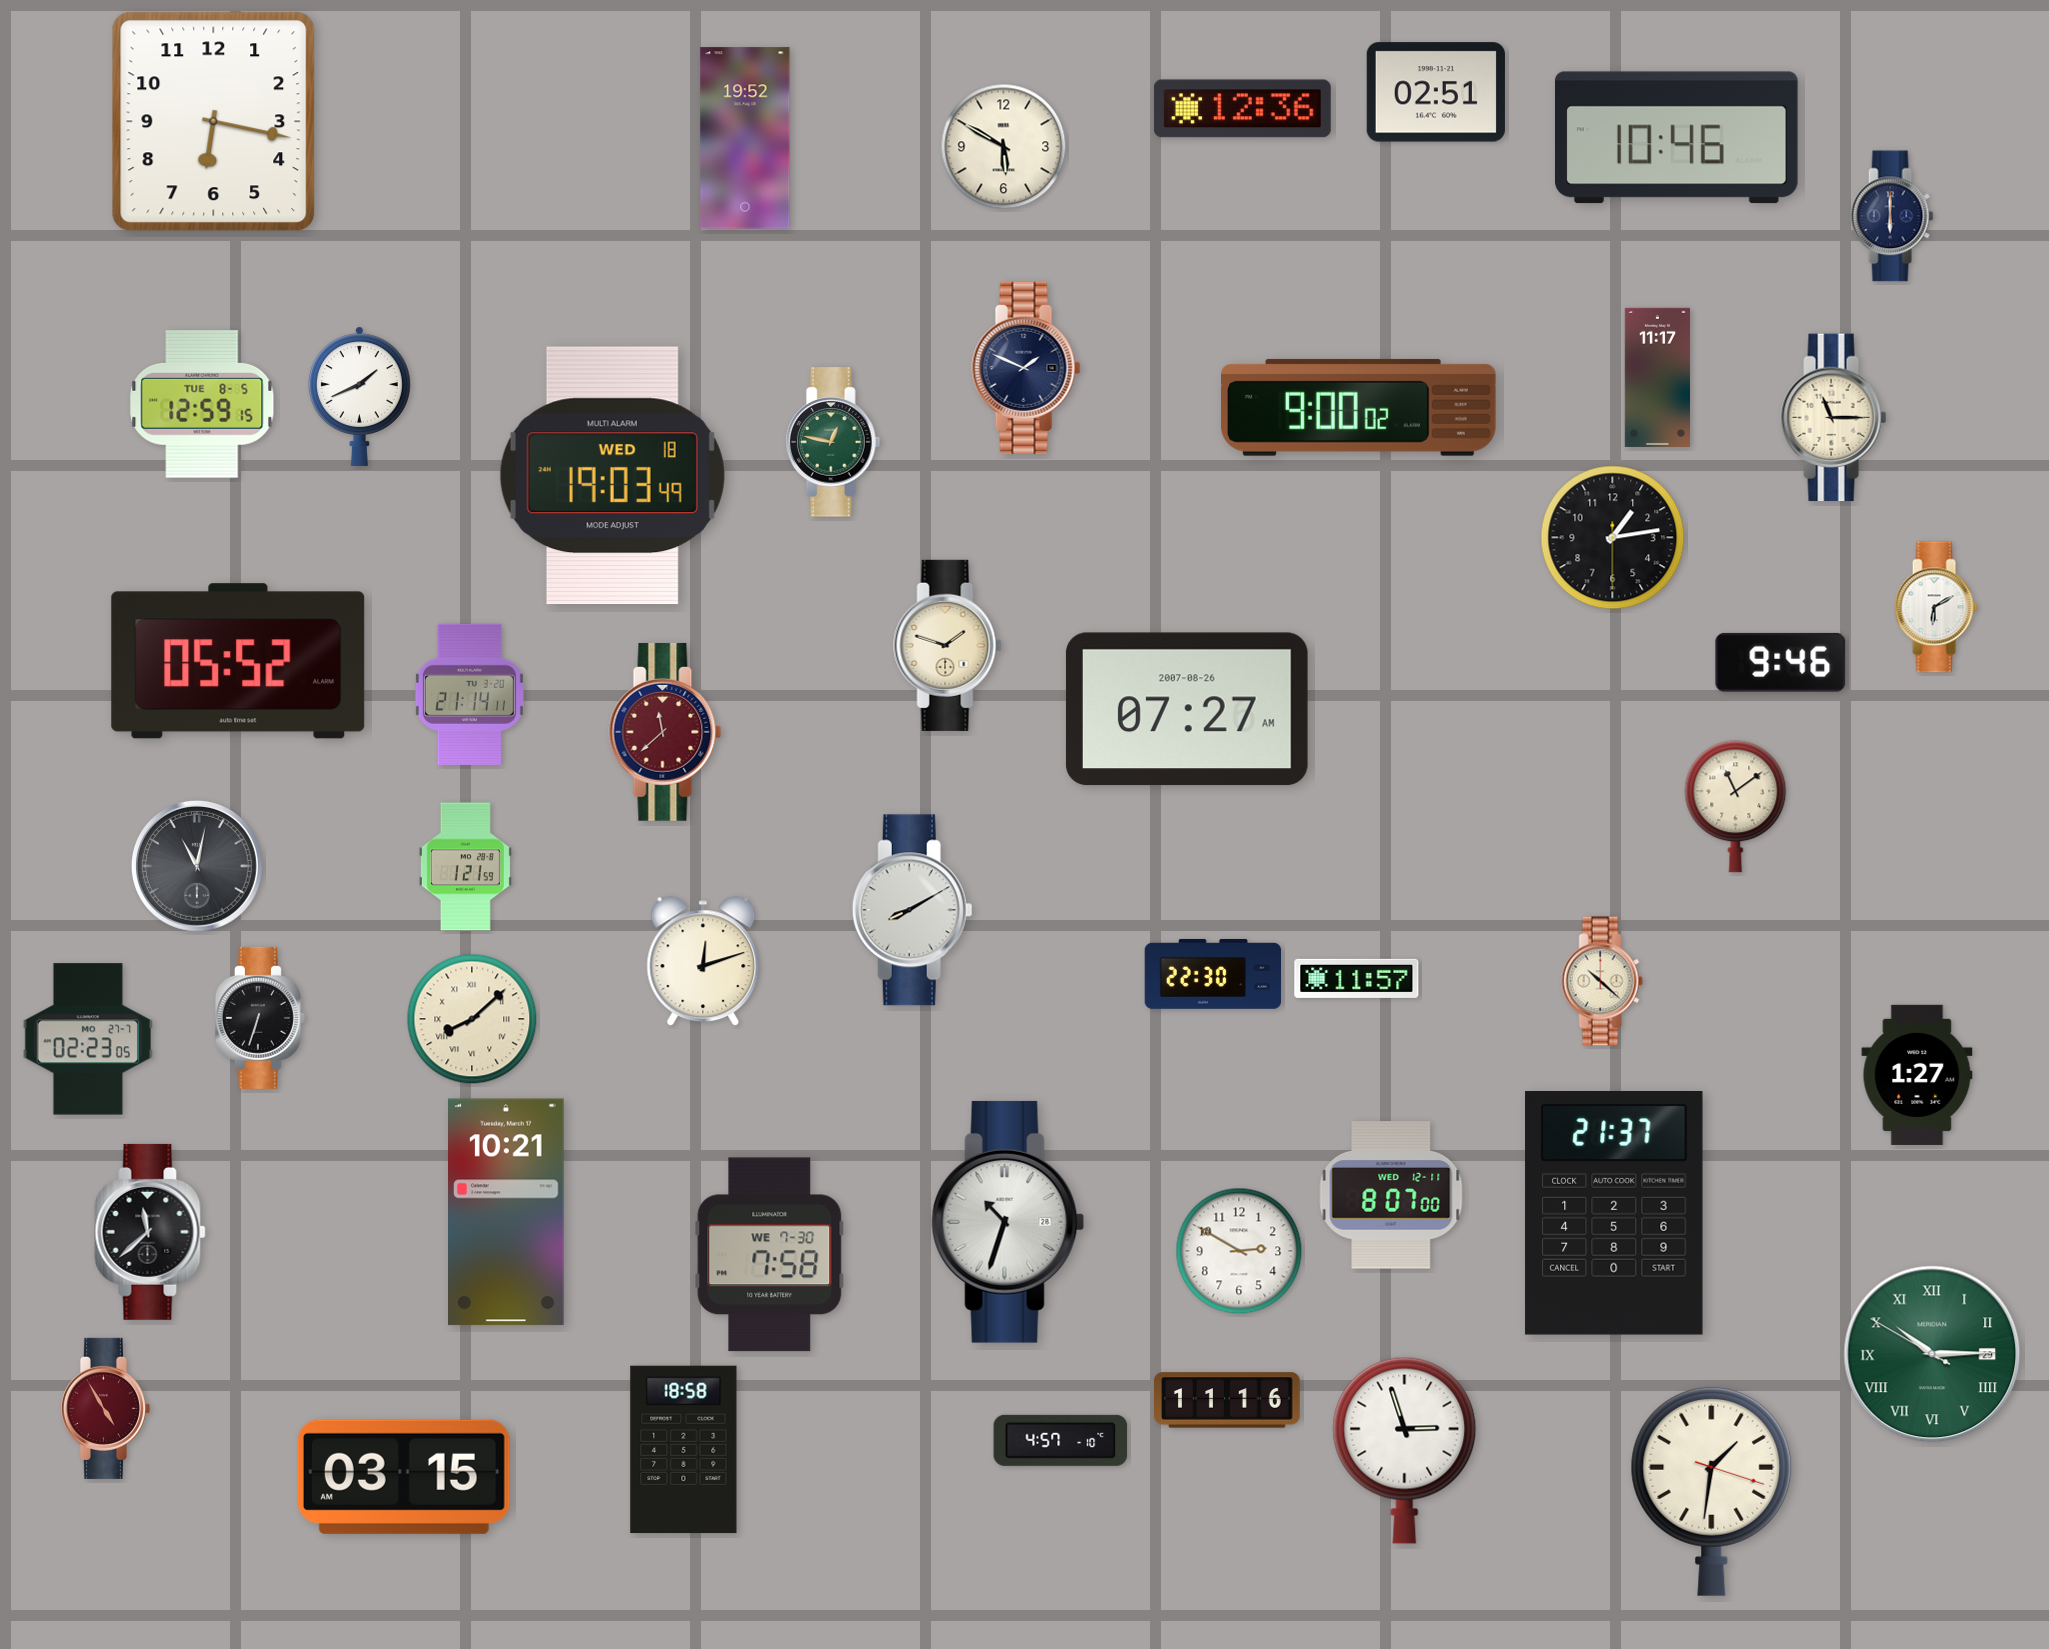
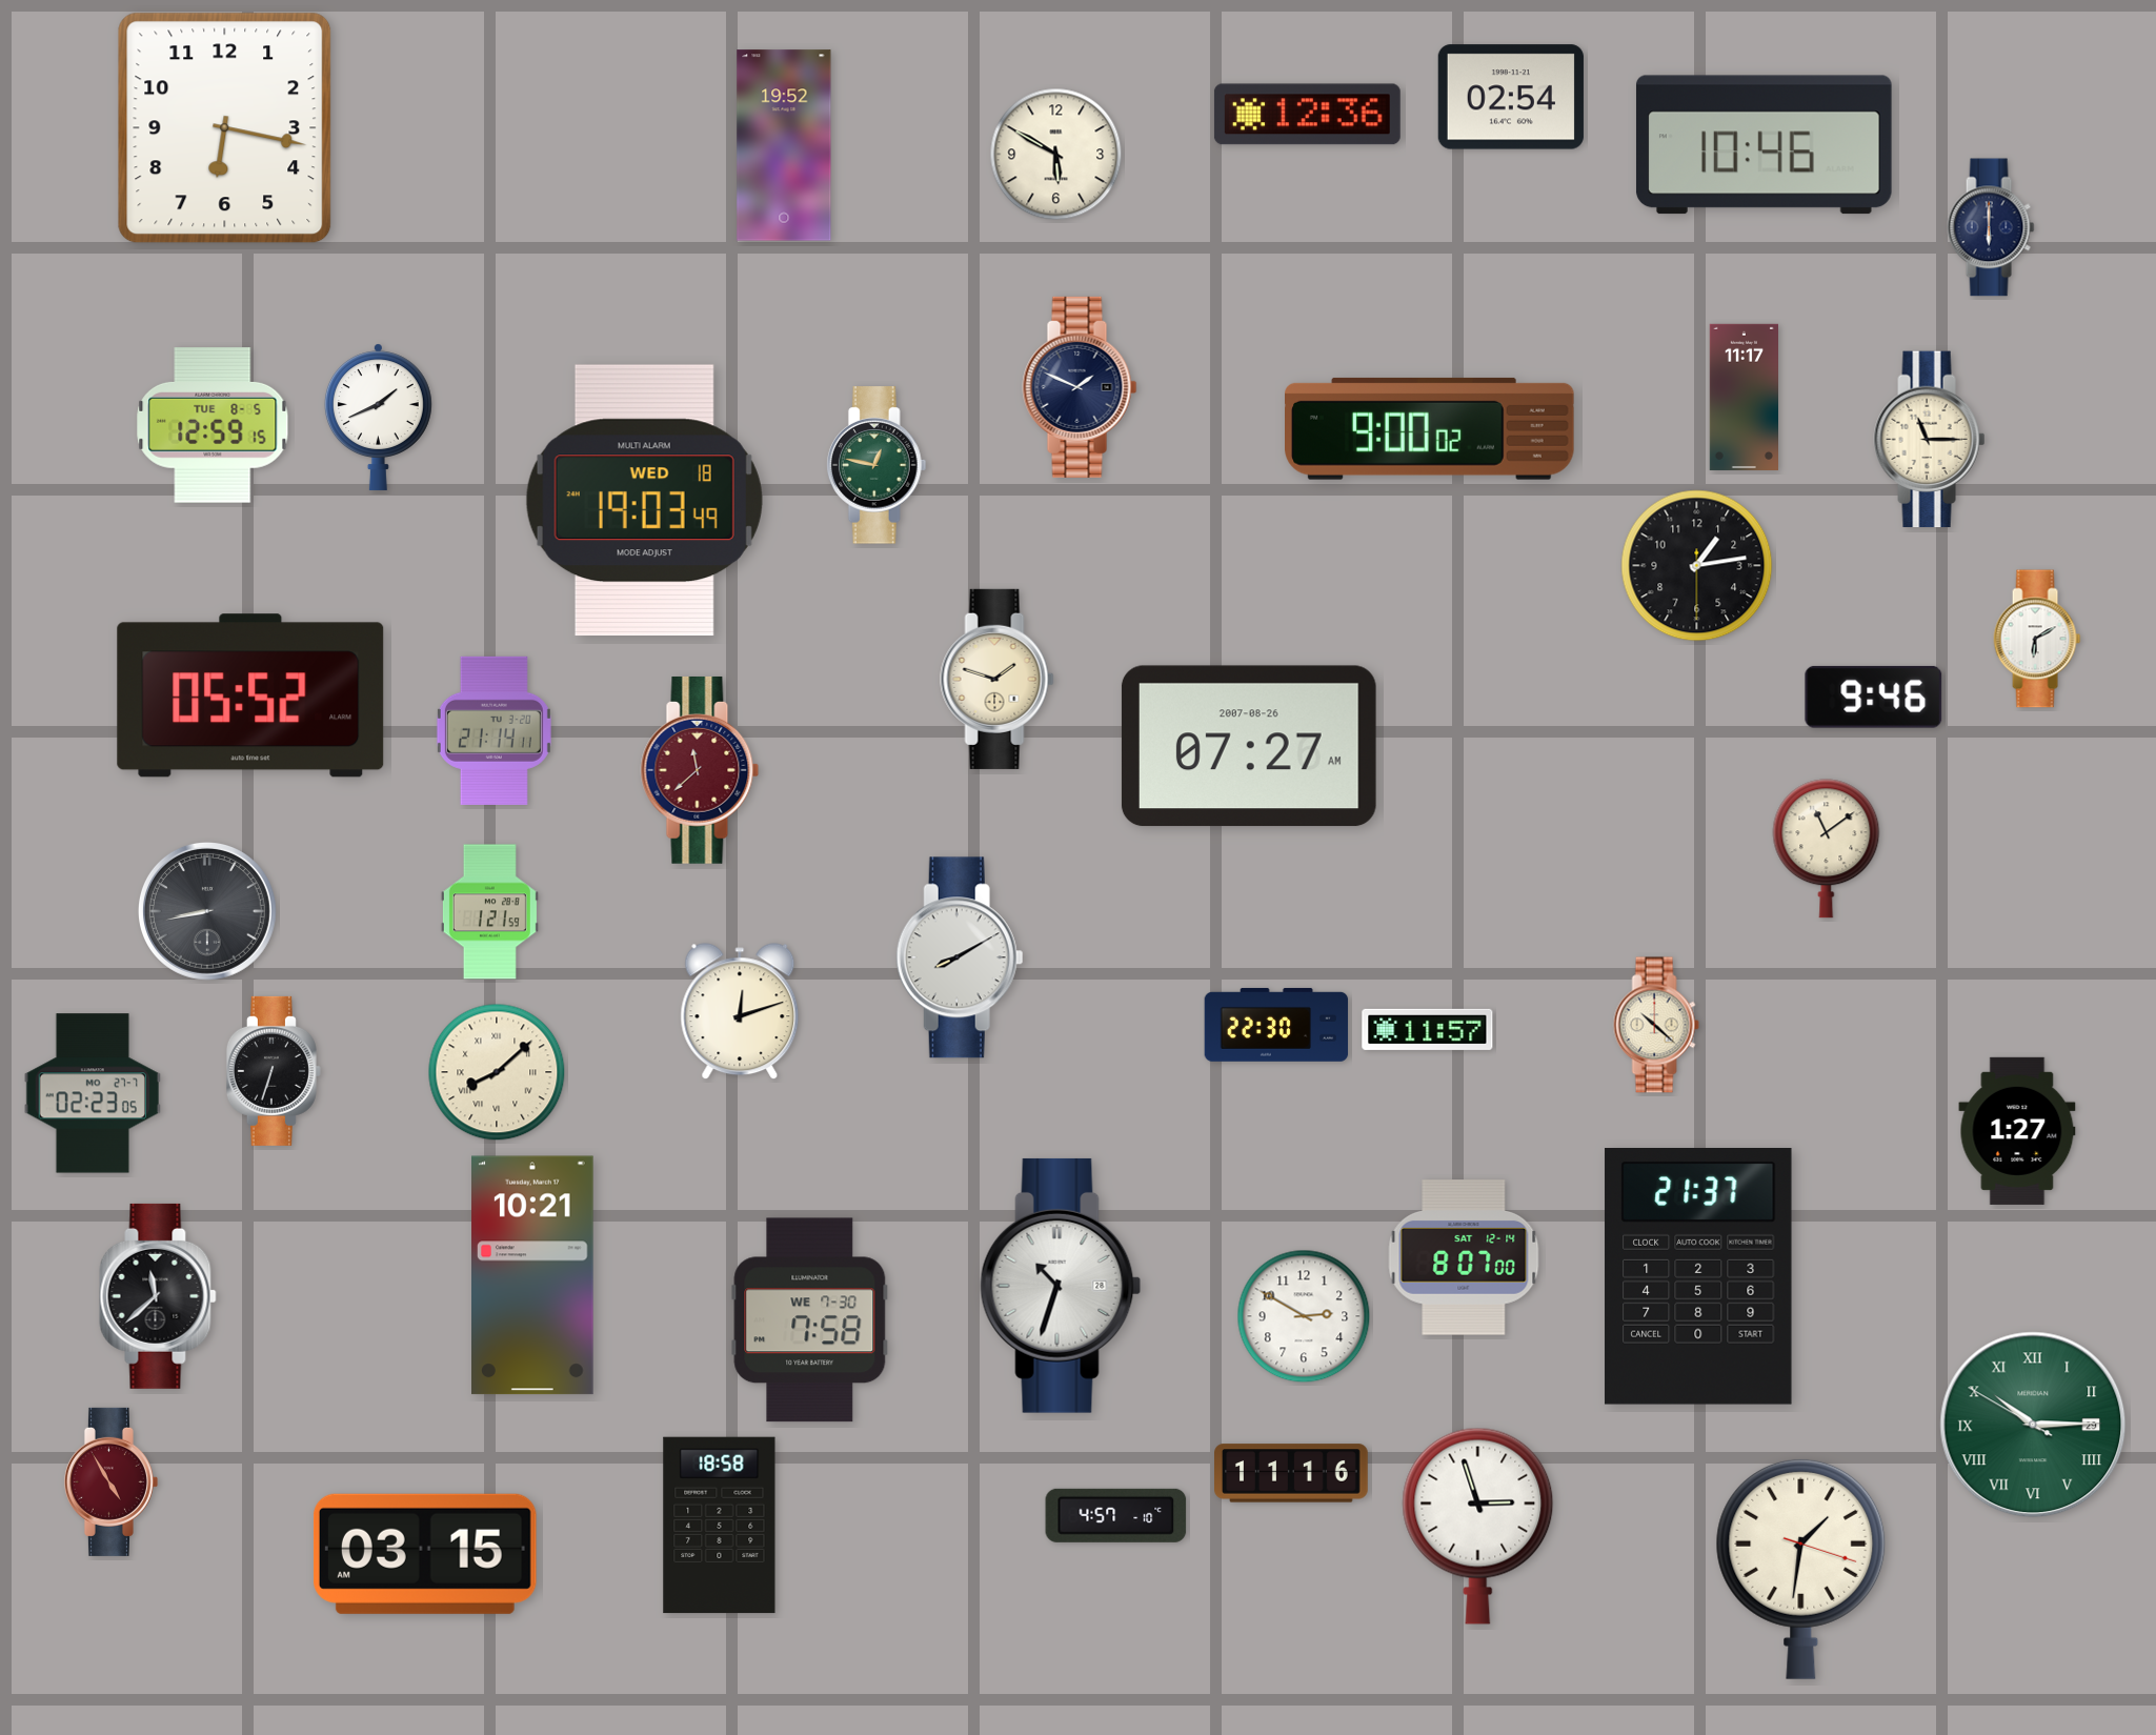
clock at (1436, 92): 02:51 -> 02:54
clock at (197, 866): 11:02 -> 8:43
clock at (1602, 981) position: (1602, 981) -> (1656, 1025)
clock at (1391, 1195) date: WED 12-11 -> SAT 12-14
